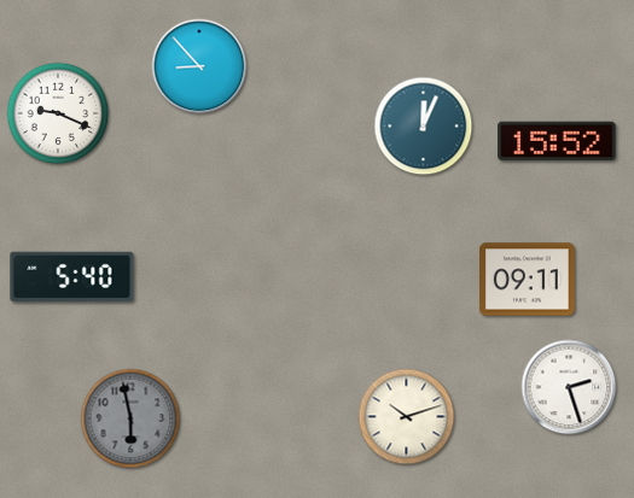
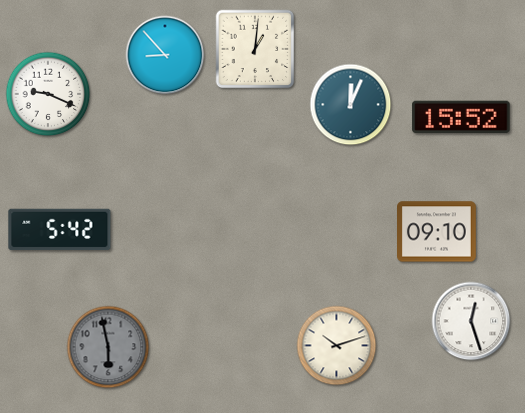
clock at (255, 49): none -> 1:01
clock at (72, 277): 5:40 -> 5:42
clock at (528, 280): 09:11 -> 09:10
clock at (569, 387): 2:27 -> 12:27
